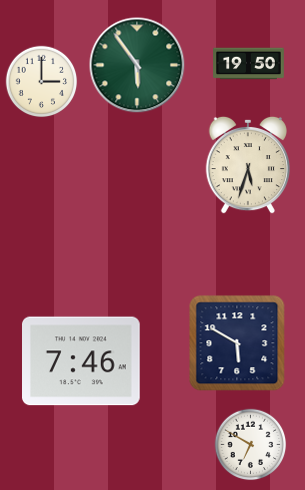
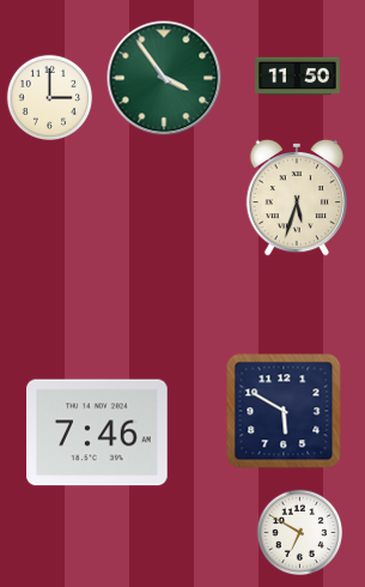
clock at (249, 64): 19:50 -> 11:50
clock at (137, 65): 5:54 -> 3:54
